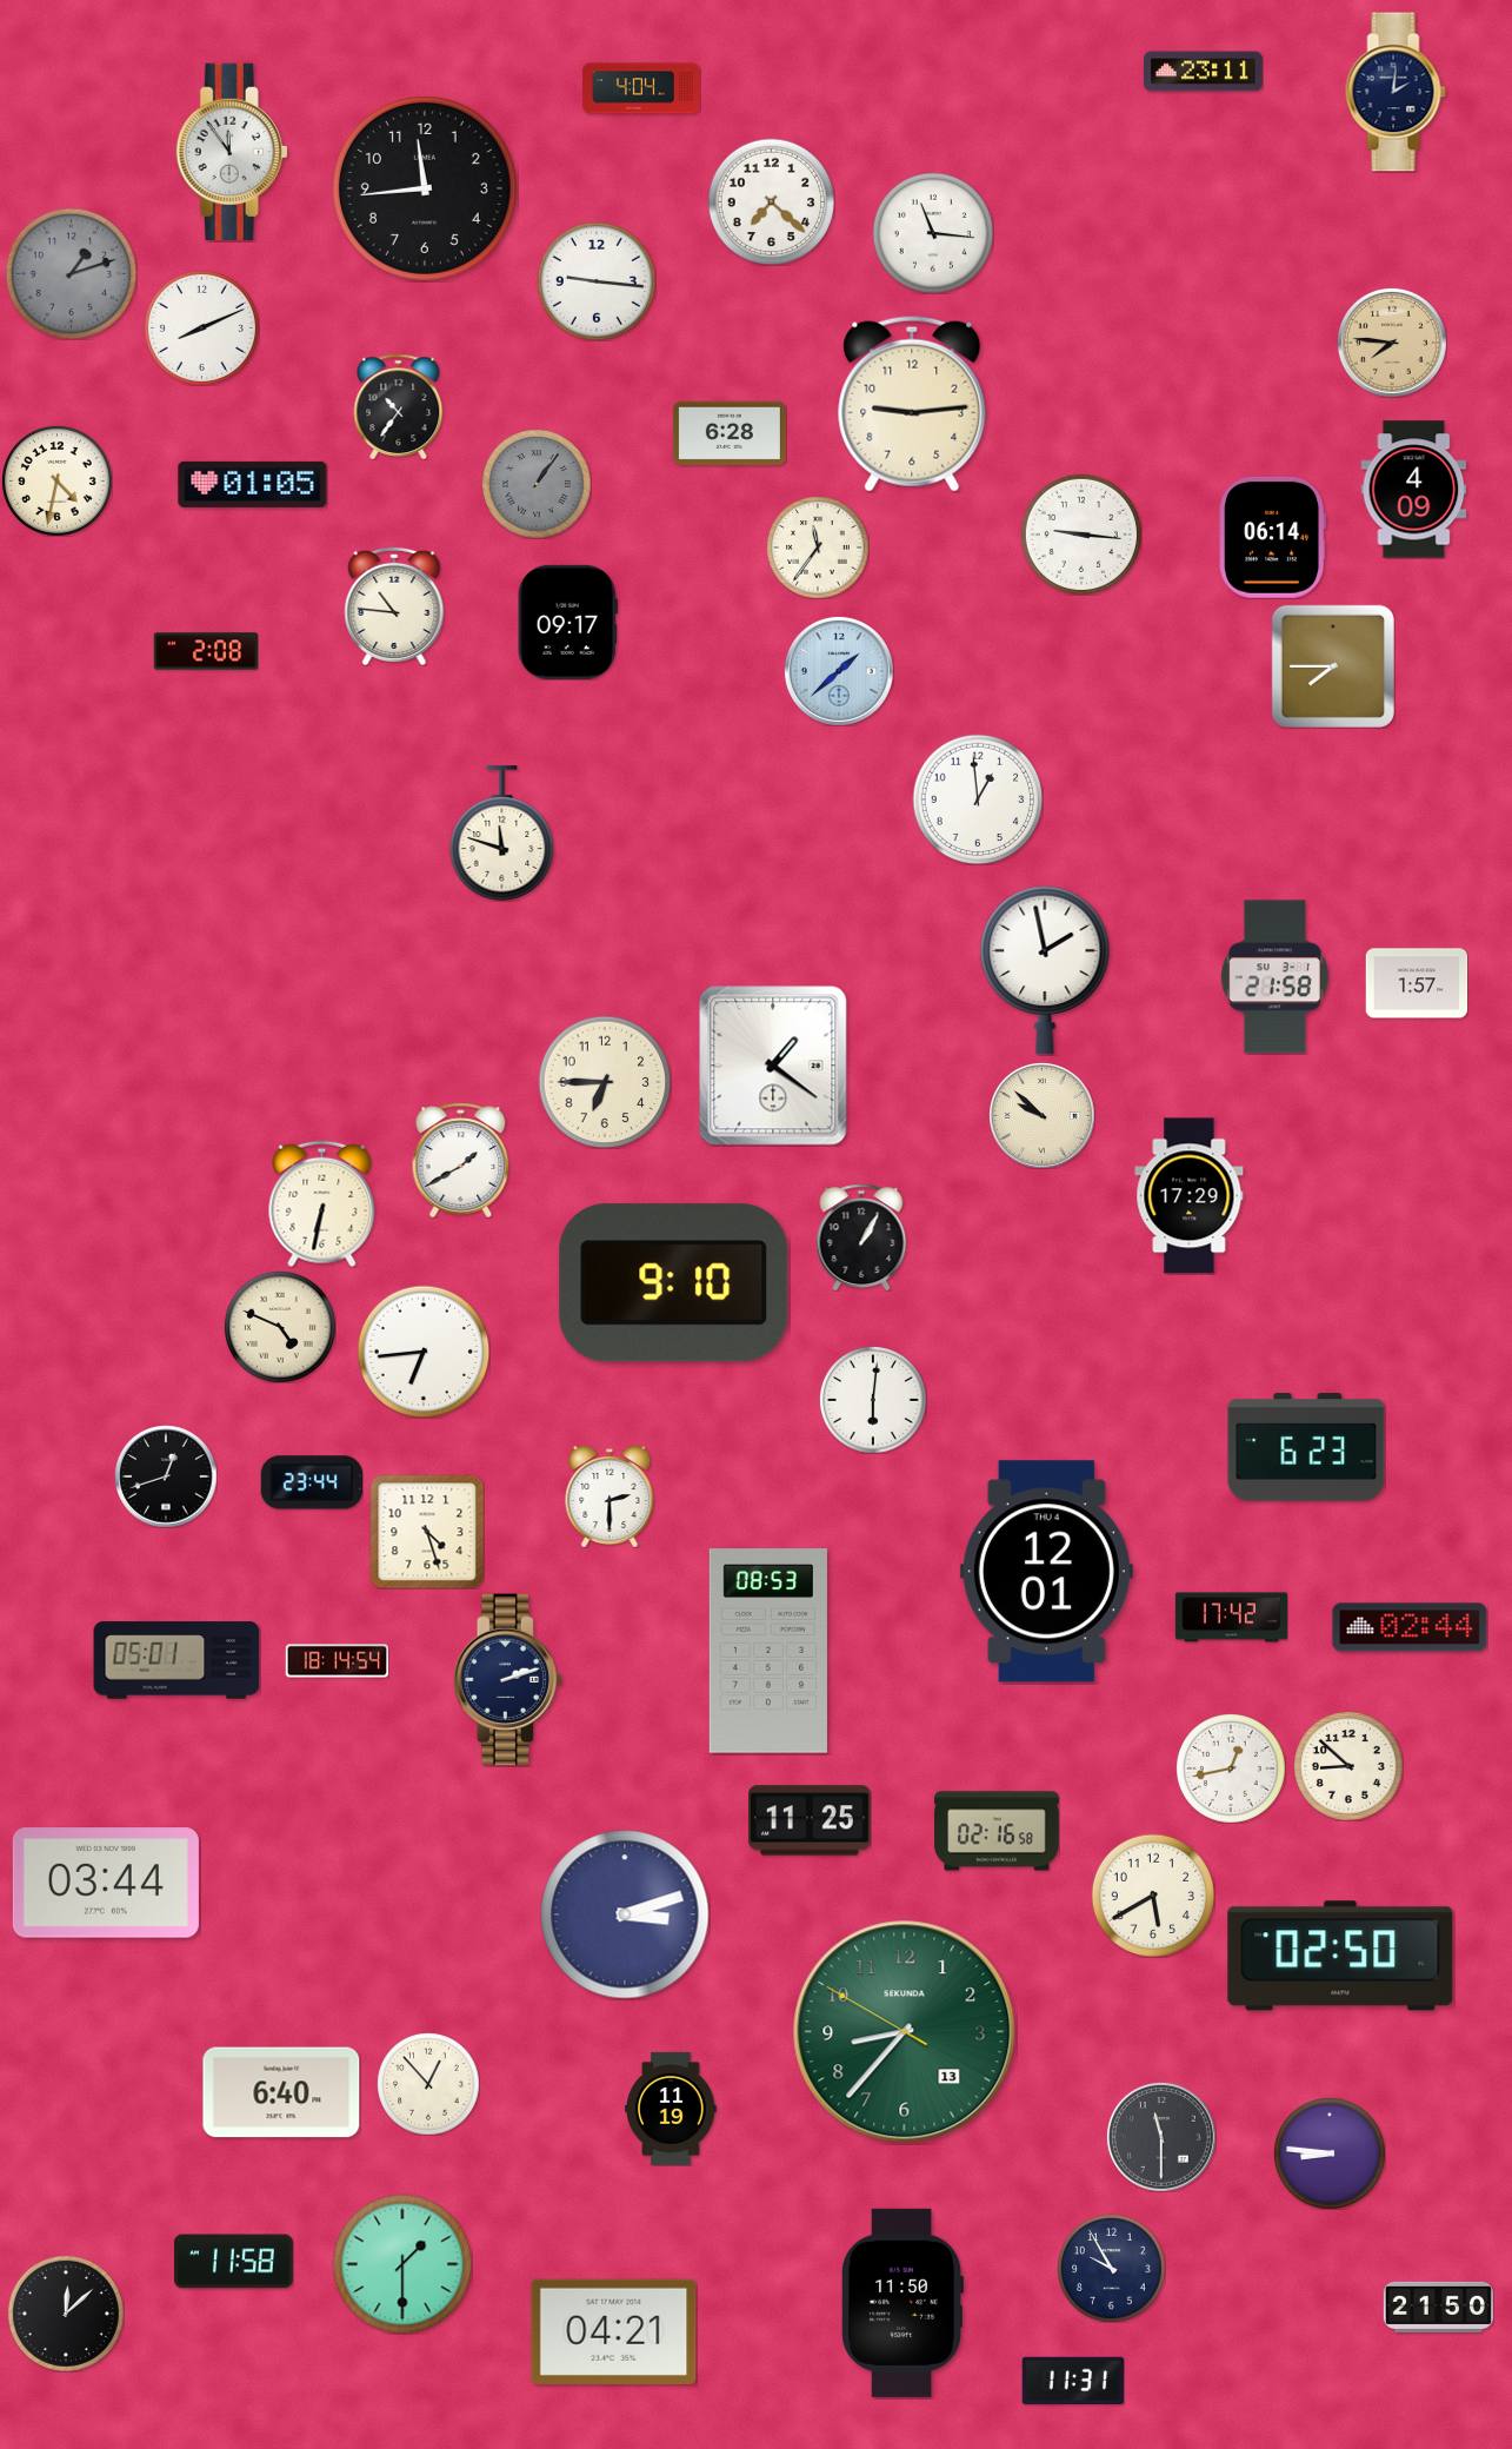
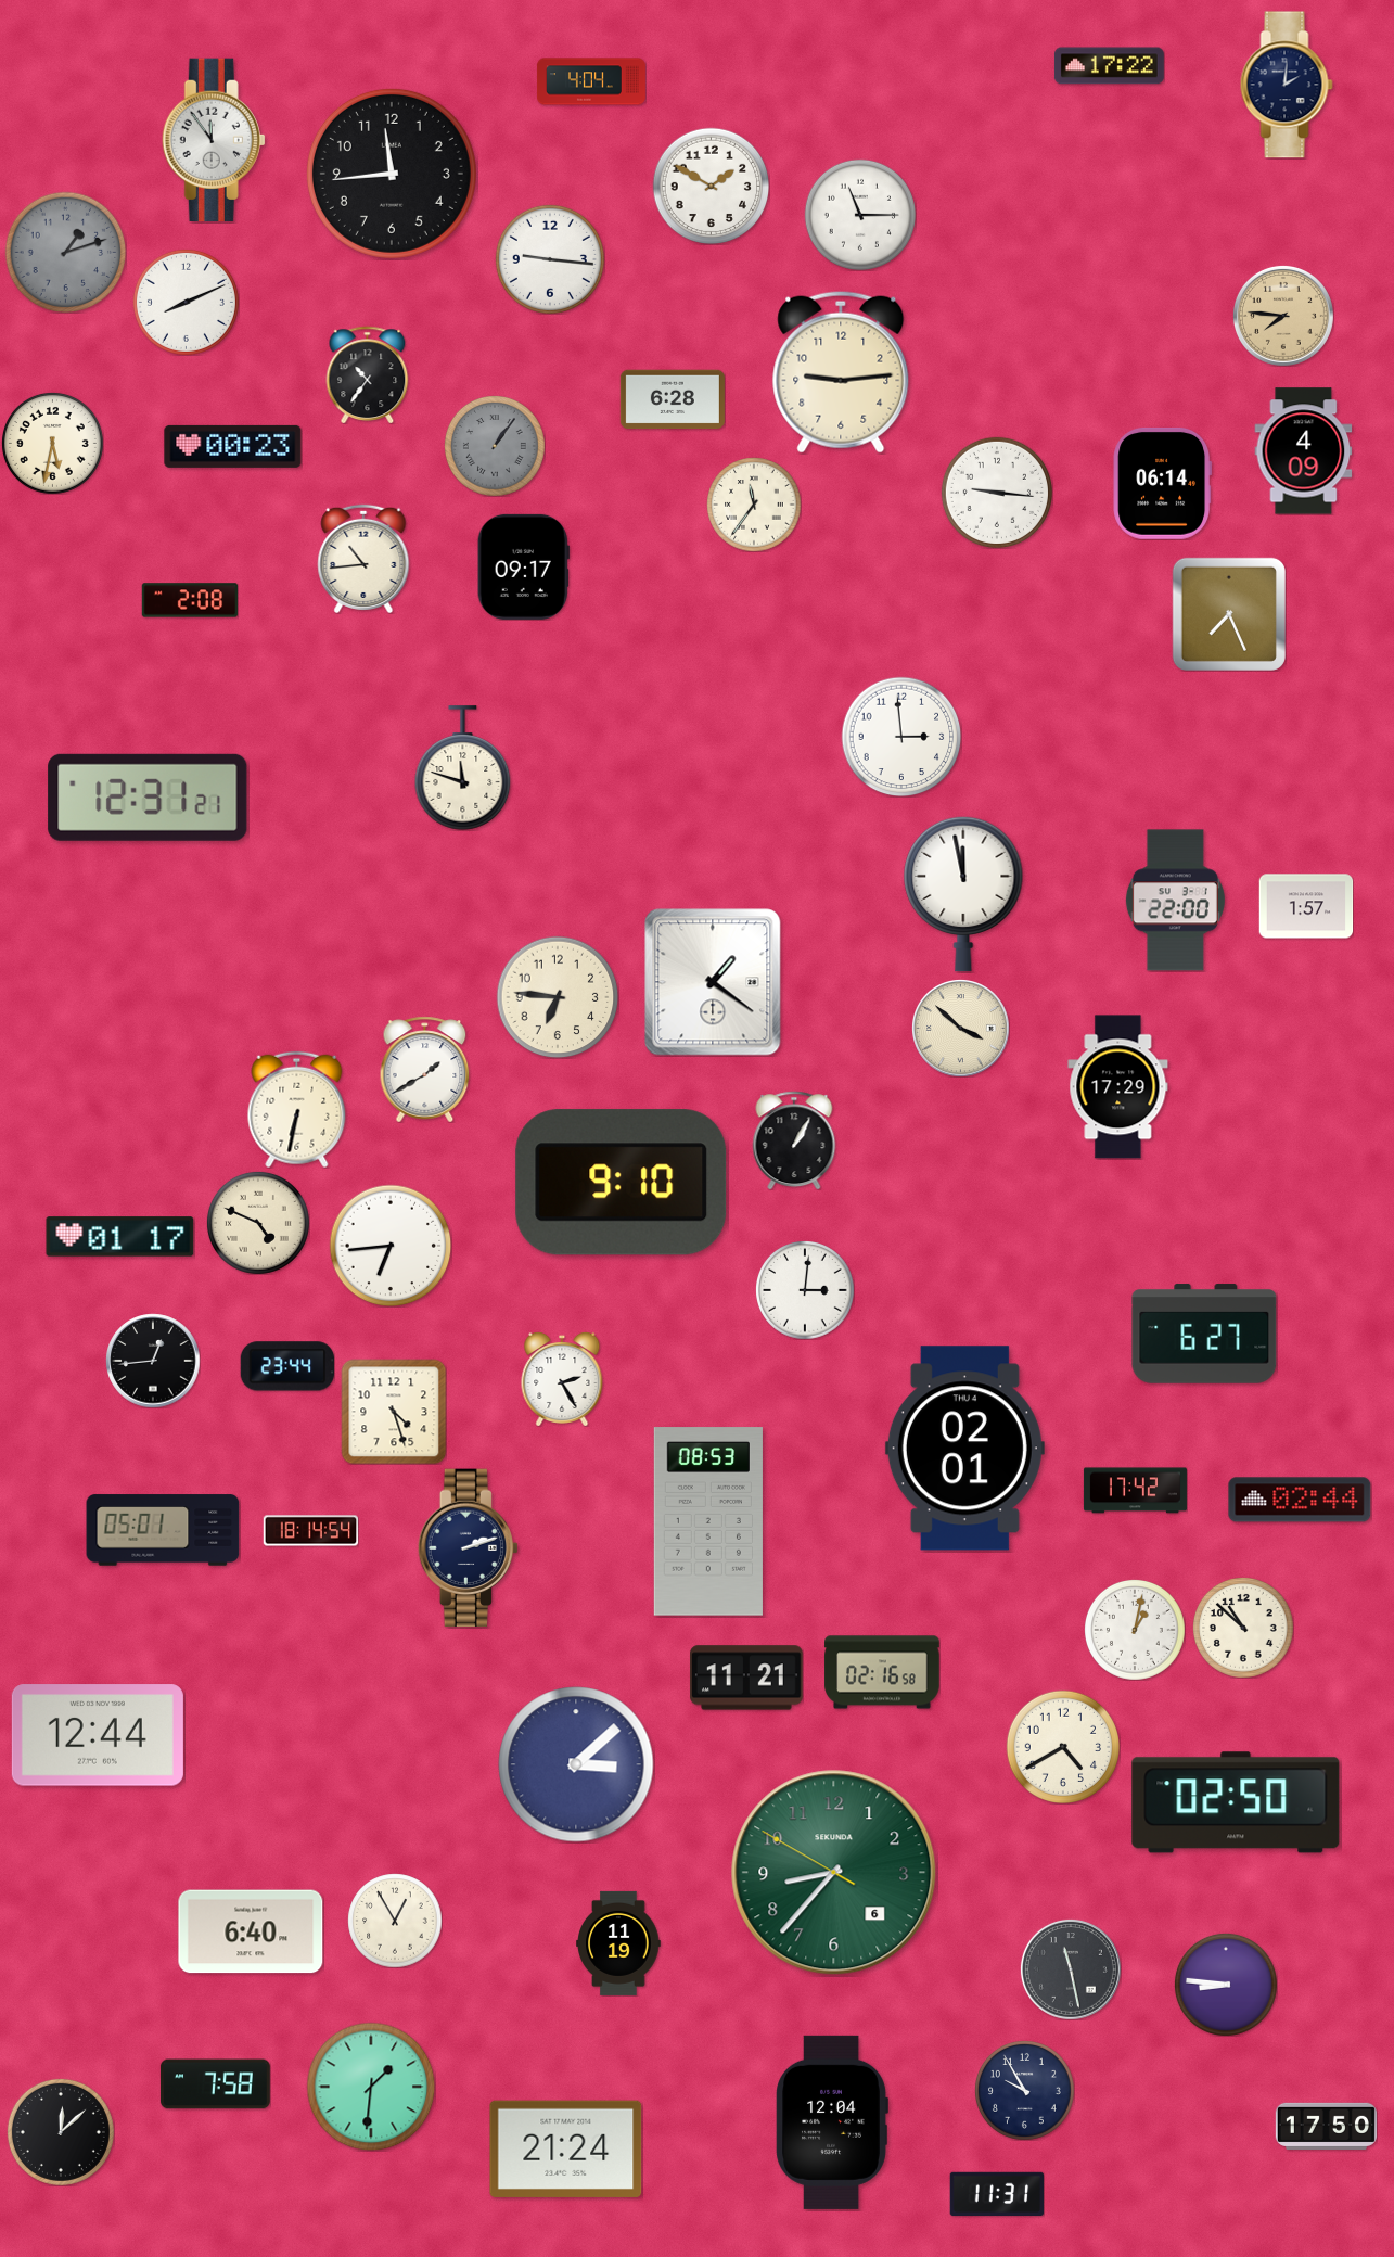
clock at (1203, 72): 23:11 -> 17:22
clock at (771, 201): 7:22 -> 1:50
clock at (933, 233): 11:16 -> 11:15
clock at (56, 480): 4:32 -> 5:32
clock at (253, 484): 01:05 -> 00:23
clock at (1273, 537) position: (1273, 537) -> (1163, 483)
clock at (394, 606): 10:46 -> 10:44
clock at (567, 622) position: (567, 622) -> (523, 566)
clock at (1333, 666): 7:45 -> 7:26
clock at (839, 671): 1:38 -> none
clock at (978, 799): 12:59 -> 2:59
clock at (148, 798): none -> 12:31
clock at (1045, 970): 1:58 -> 11:58
clock at (1274, 977): 21:58 -> 22:00
clock at (605, 1082): 6:45 -> 6:46
clock at (1043, 1116): 9:52 -> 3:52
clock at (1190, 1196) position: (1190, 1196) -> (1118, 1087)
clock at (120, 1237): none -> 01:17
clock at (873, 1400): 6:01 -> 3:01
clock at (1306, 1447): 6:23 -> 6:27
clock at (166, 1476): 12:42 -> 12:44
clock at (610, 1496): 2:30 -> 2:25
clock at (1046, 1572): 12:01 -> 02:01
clock at (1348, 1766): 8:52 -> 10:52
clock at (1231, 1768): 12:43 -> 1:02
clock at (811, 1820): 11:25 -> 11:21
clock at (997, 1831) position: (997, 1831) -> (882, 1672)
clock at (106, 1883): 03:44 -> 12:44
clock at (1152, 1894): 5:40 -> 4:40
clock at (625, 1914): 3:12 -> 3:08
clock at (905, 2032) date: 13 -> 6
clock at (428, 2084): 12:53 -> 12:55
clock at (281, 2092) position: (281, 2092) -> (251, 1931)
clock at (1161, 2137): 11:30 -> 11:28
clock at (233, 2262): 11:58 -> 7:58
clock at (402, 2264): 1:30 -> 1:31
clock at (902, 2303): 11:50 -> 12:04
clock at (1438, 2307): 21:50 -> 17:50
clock at (614, 2331): 04:21 -> 21:24
clock at (1073, 2380) position: (1073, 2380) -> (997, 2193)
